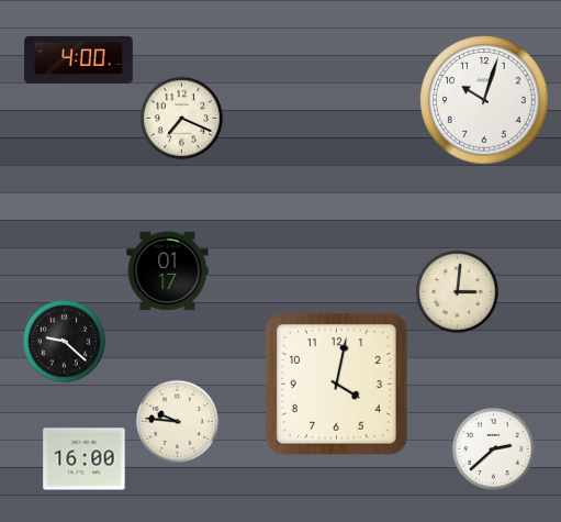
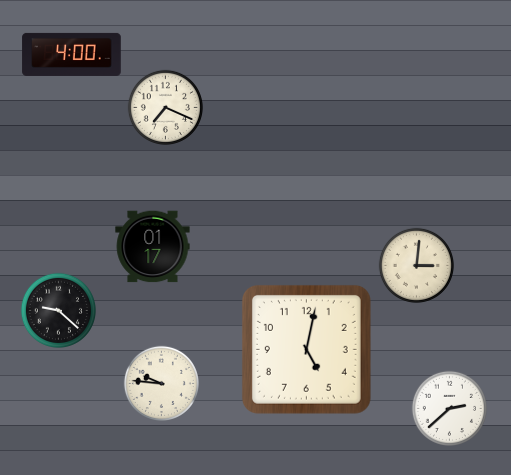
clock at (484, 100): 10:03 -> none
clock at (336, 384): 4:02 -> 5:02
clock at (85, 459): 16:00 -> none
